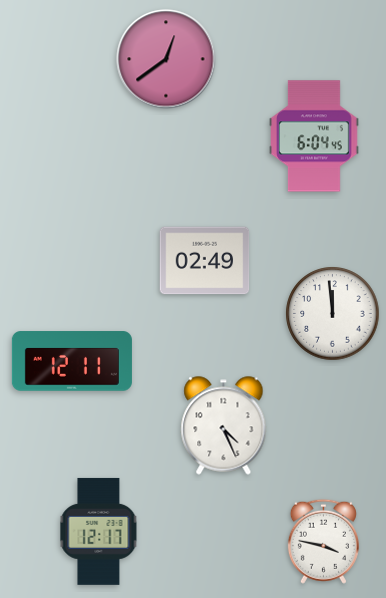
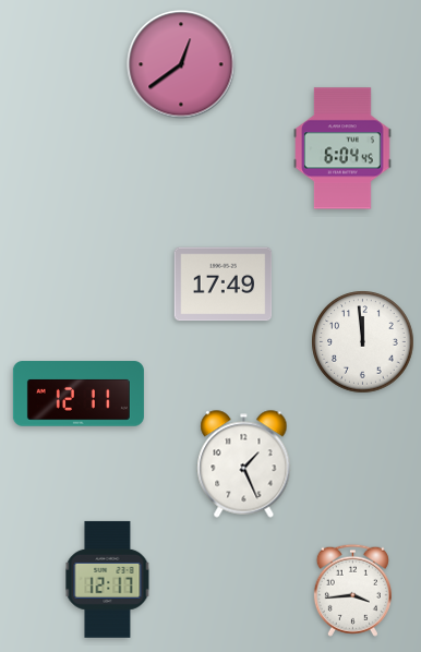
clock at (205, 261): 02:49 -> 17:49
clock at (224, 426): 4:26 -> 1:26
clock at (323, 541): 3:47 -> 3:44
